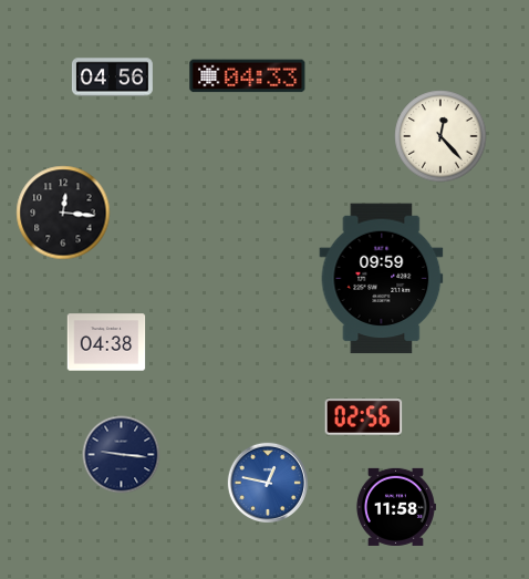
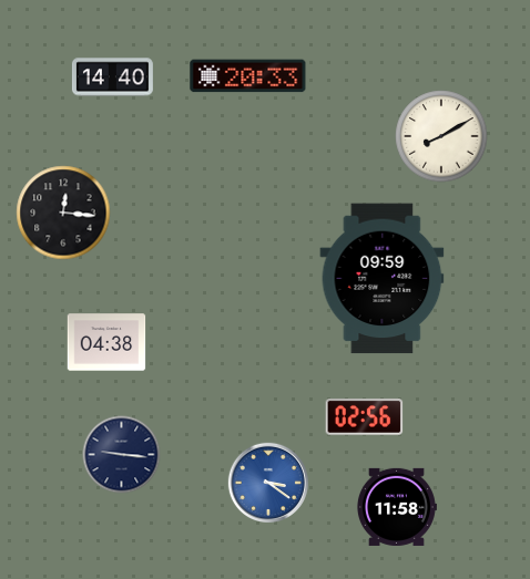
clock at (248, 76): 04:33 -> 20:33
clock at (112, 77): 04:56 -> 14:40
clock at (440, 136): 12:23 -> 8:10
clock at (267, 482): 12:47 -> 3:21
